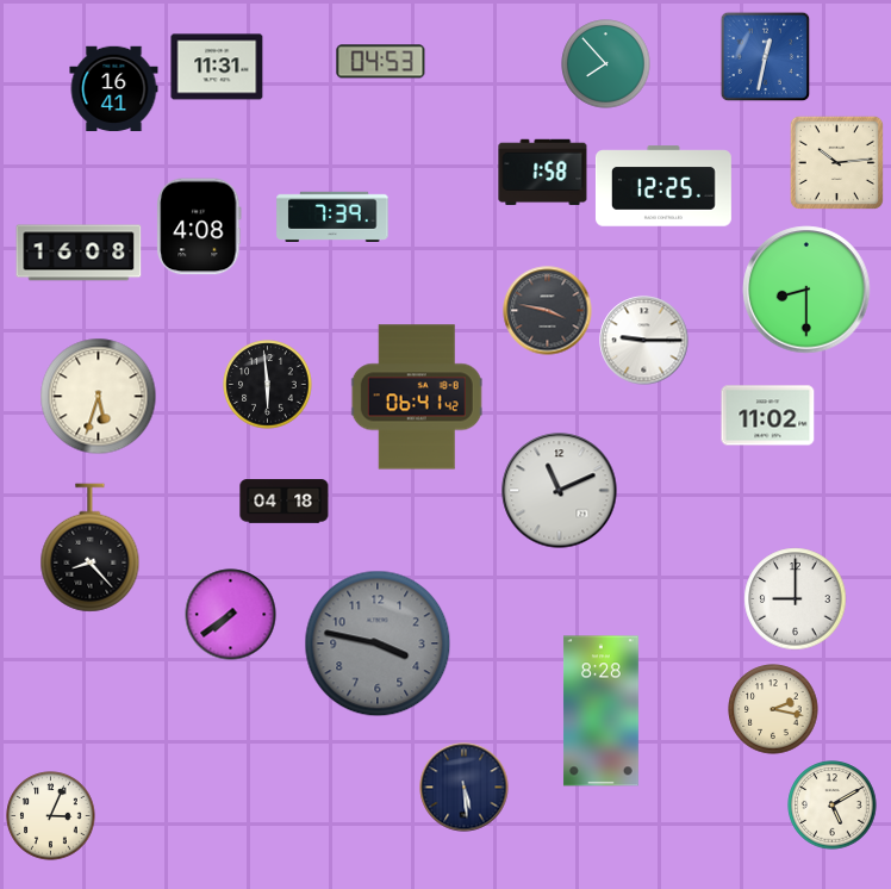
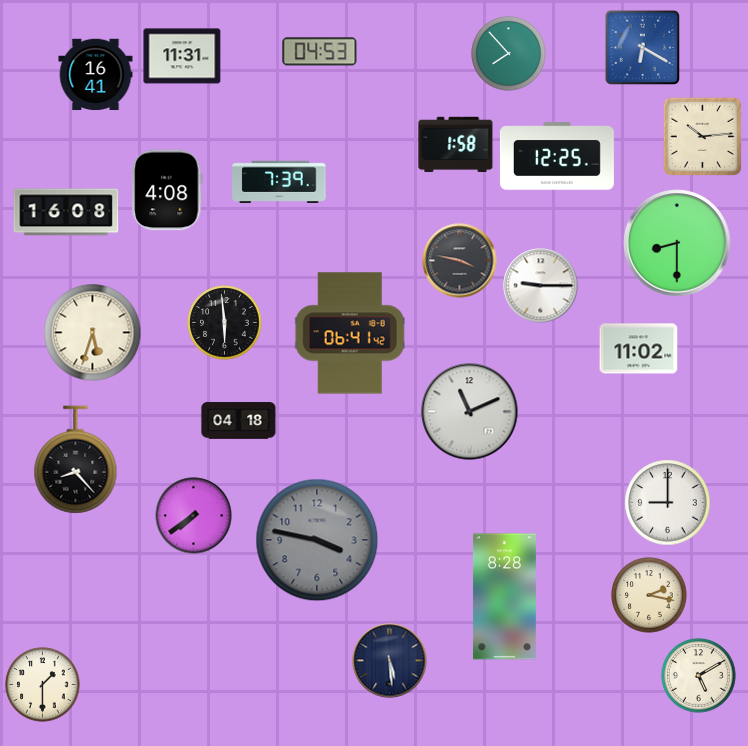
clock at (766, 57): 12:32 -> 6:20
clock at (99, 397) position: (99, 397) -> (93, 333)
clock at (768, 416) position: (768, 416) -> (639, 349)
clock at (51, 816): 3:04 -> 1:30
